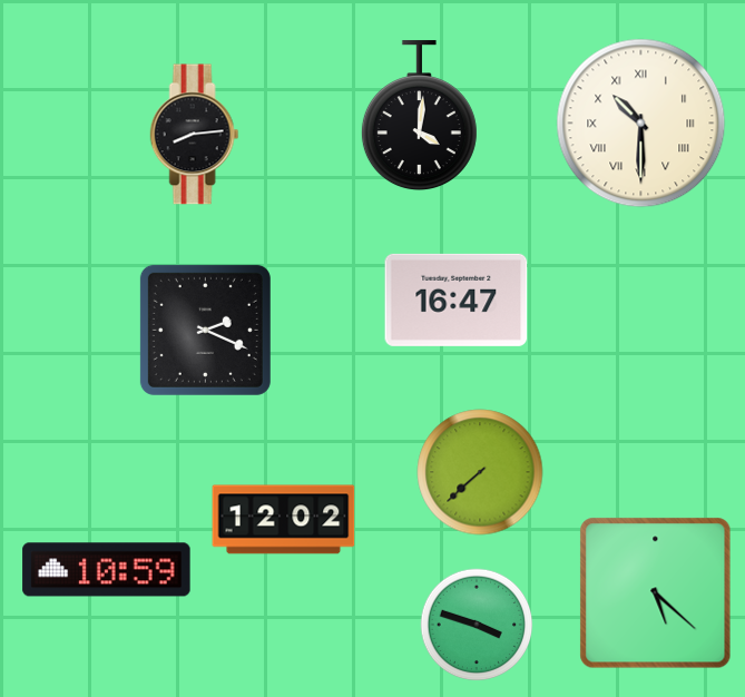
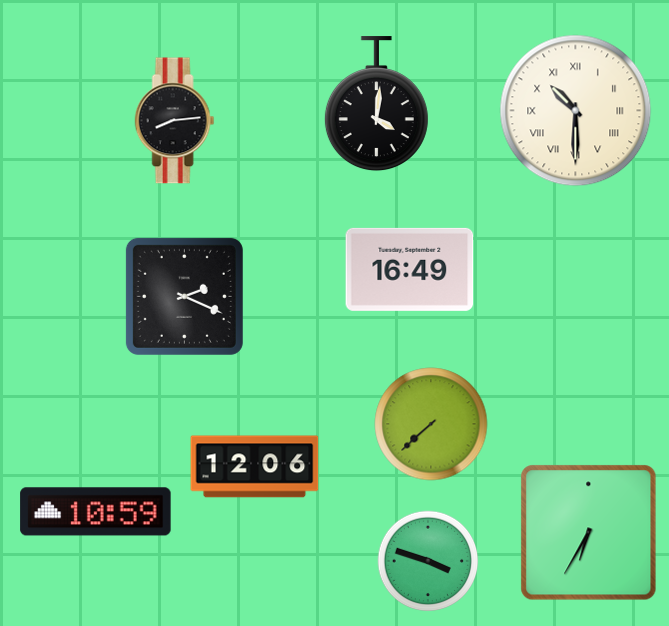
clock at (457, 300): 16:47 -> 16:49
clock at (284, 520): 12:02 -> 12:06
clock at (656, 593): 5:22 -> 6:35
